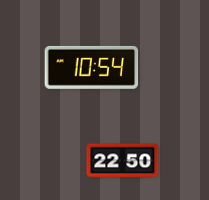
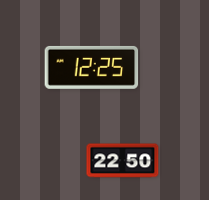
clock at (92, 67): 10:54 -> 12:25
